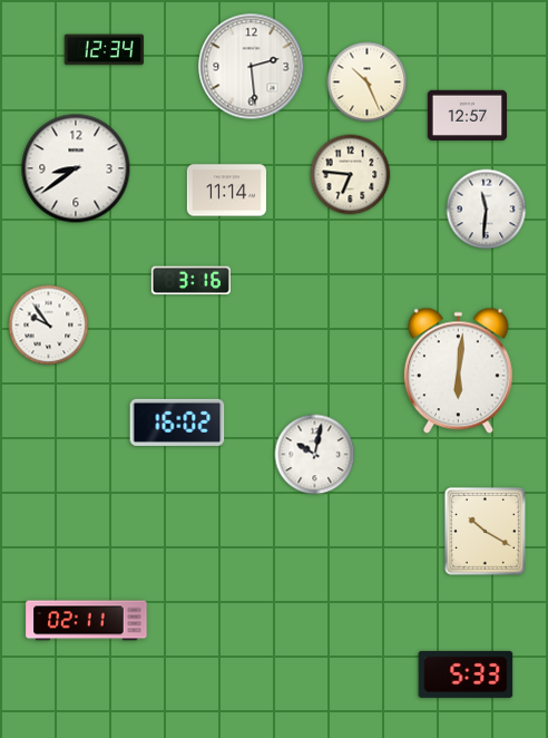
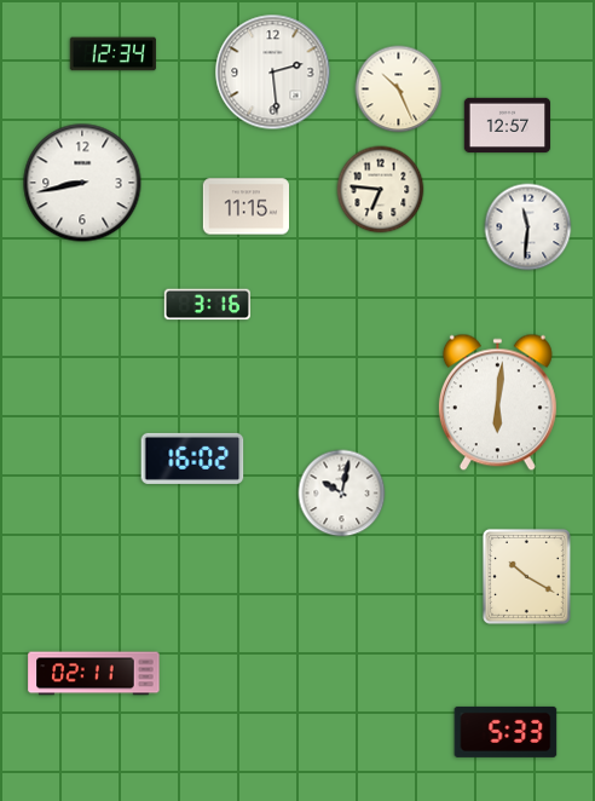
clock at (76, 168): 8:39 -> 8:43
clock at (226, 191): 11:14 -> 11:15
clock at (49, 326): 9:54 -> none
